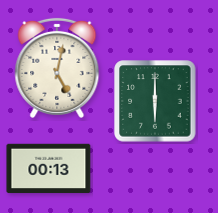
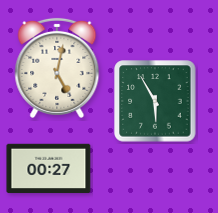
clock at (155, 101): 6:00 -> 5:55
clock at (49, 169): 00:13 -> 00:27
